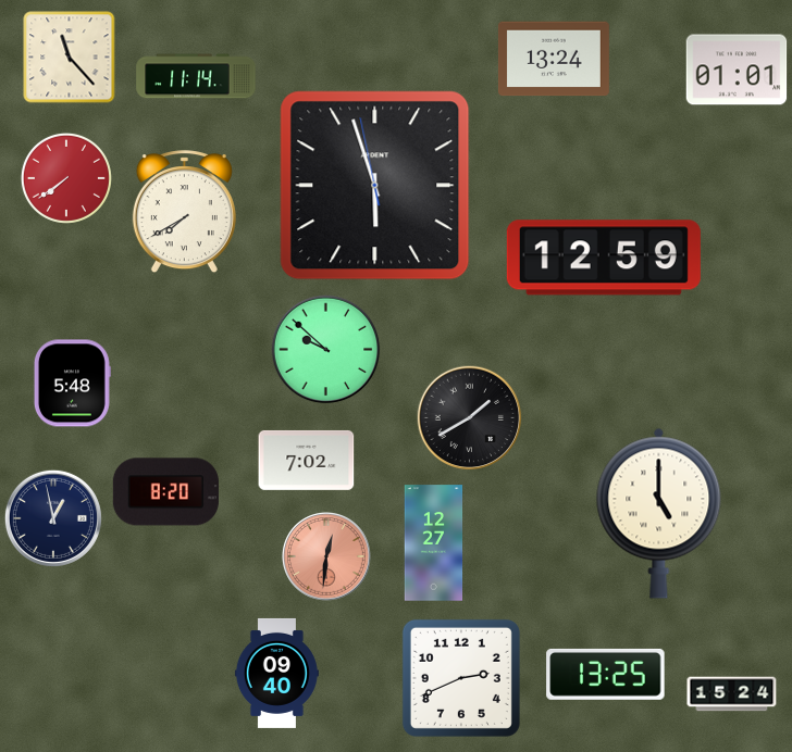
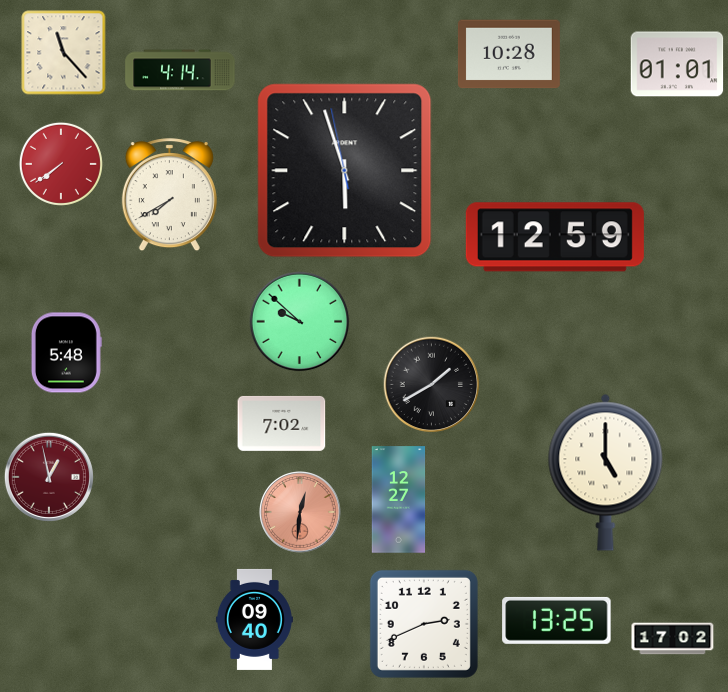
clock at (554, 59): 13:24 -> 10:28
clock at (196, 76): 11:14 -> 4:14
clock at (165, 492): 8:20 -> none
clock at (53, 518) dial: navy -> burgundy
clock at (732, 694): 15:24 -> 17:02
